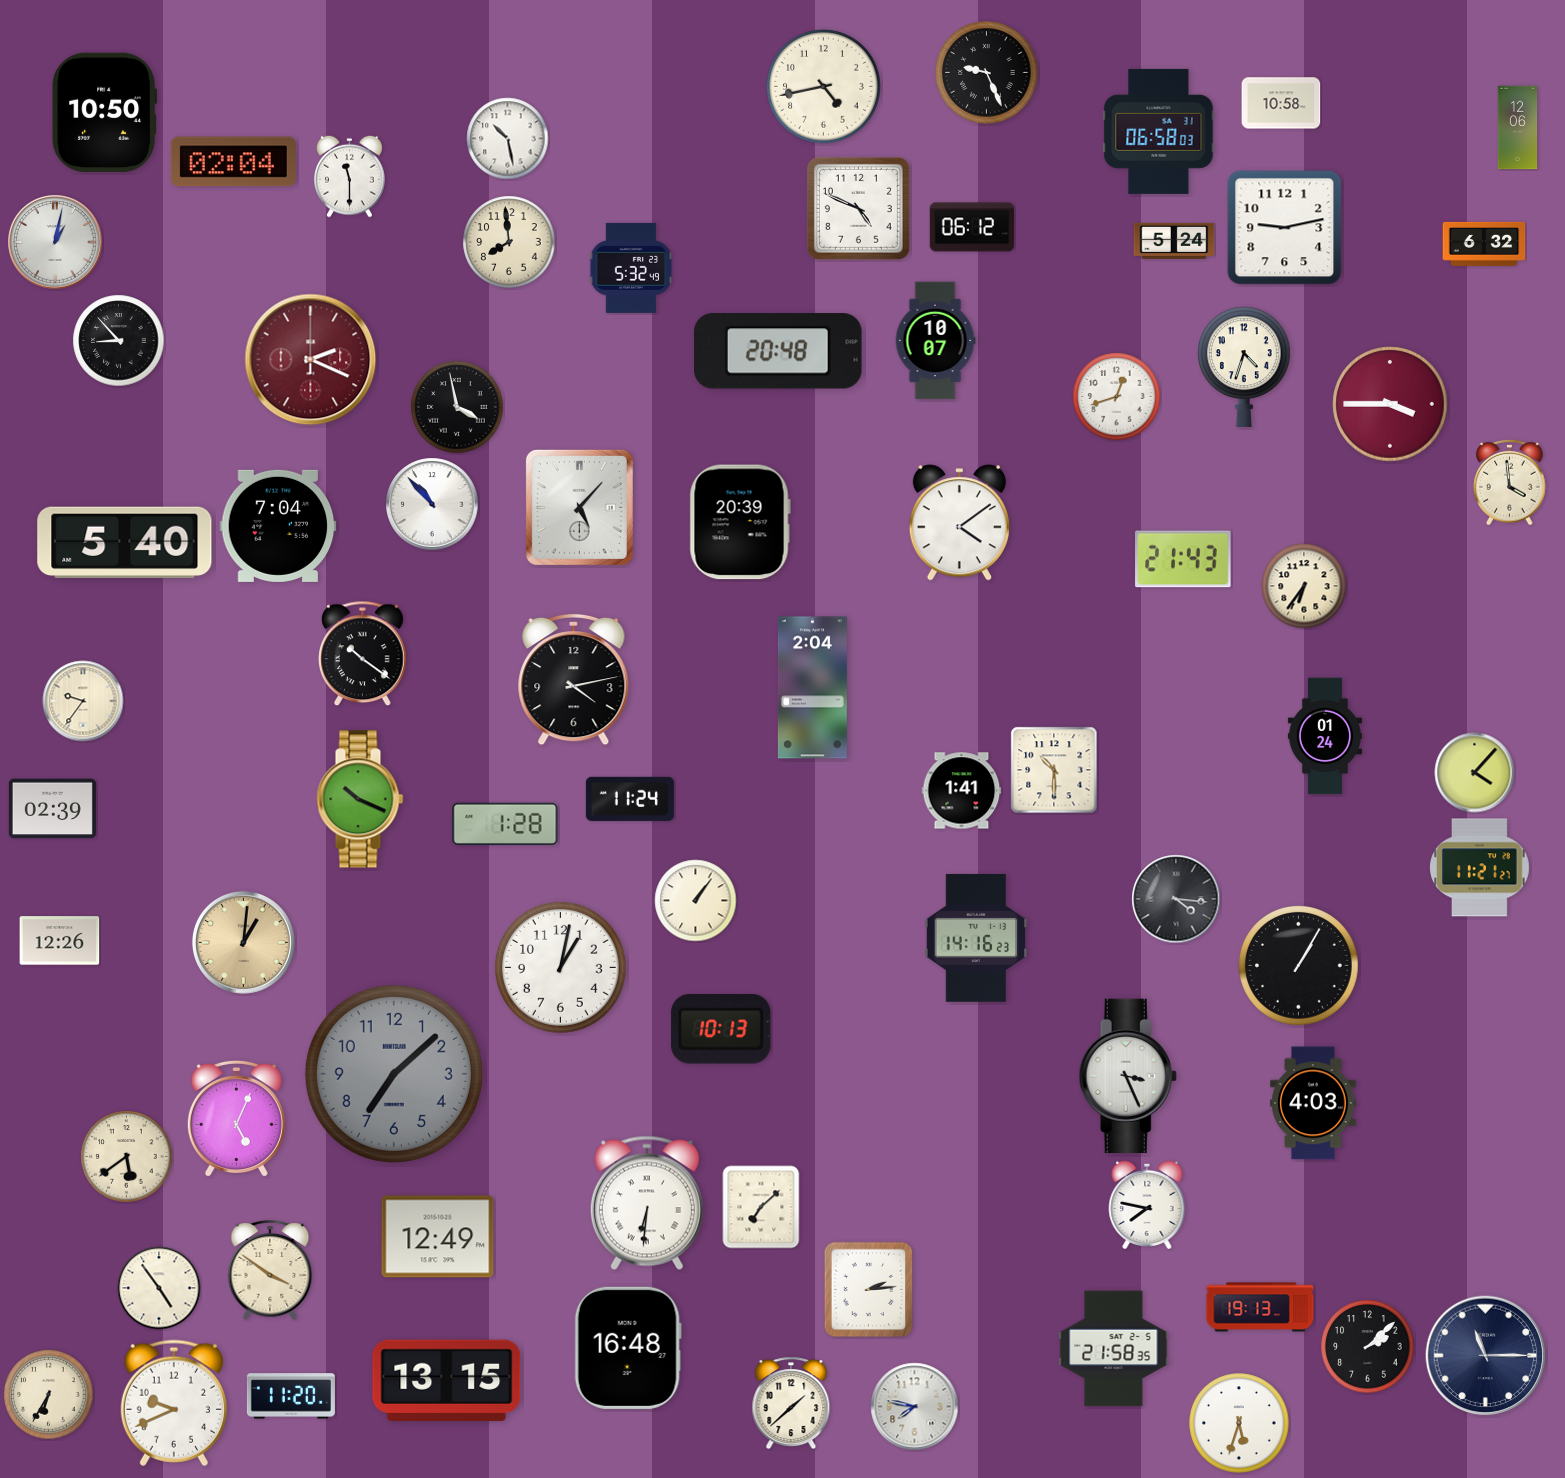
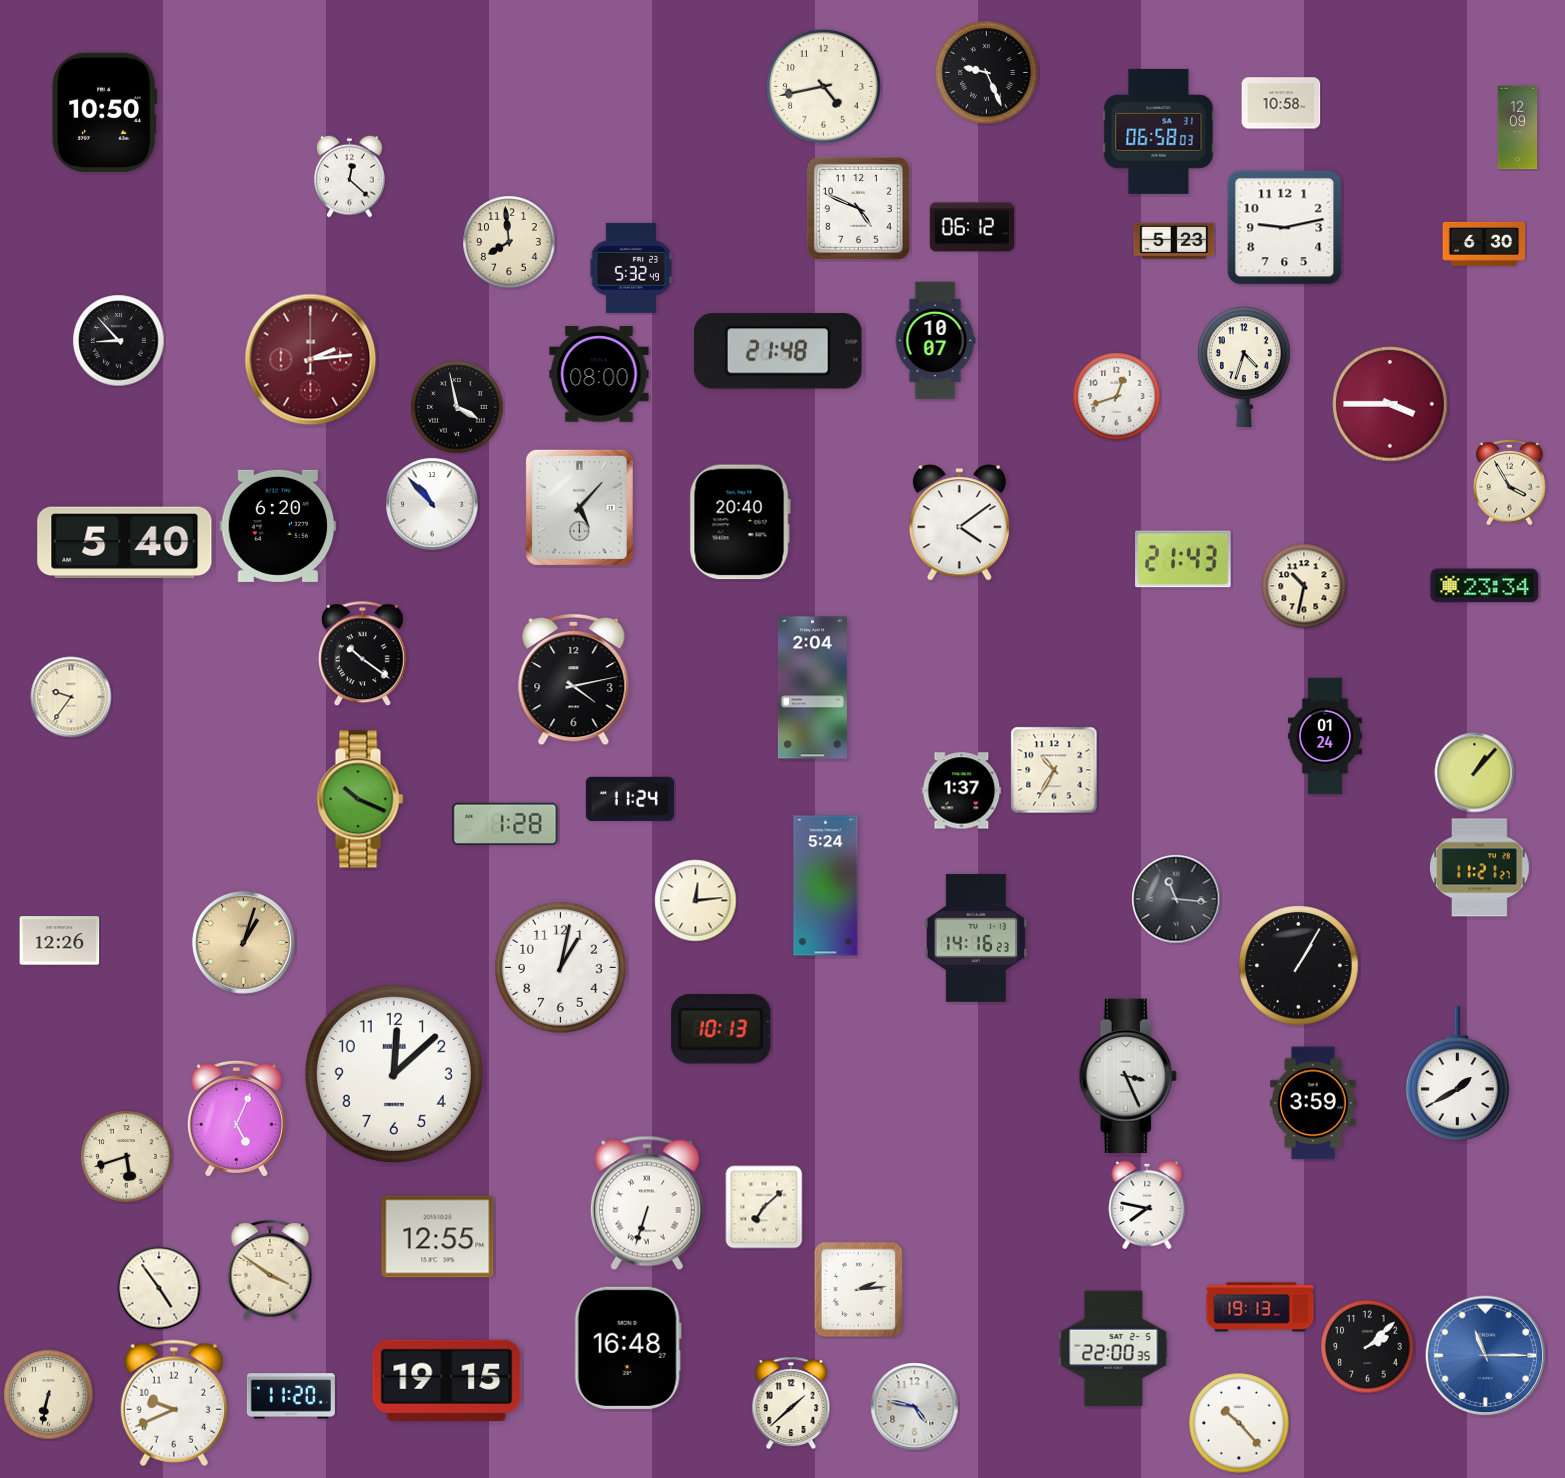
clock at (1518, 128): 12:06 -> 12:09
clock at (508, 139): 10:28 -> none
clock at (233, 162): 02:04 -> none
clock at (350, 176): 11:30 -> 12:22
clock at (1174, 241): 5:24 -> 5:23
clock at (55, 242): 1:02 -> none
clock at (1484, 244): 6:32 -> 6:30
clock at (779, 351): 20:48 -> 21:48
clock at (311, 360): 2:19 -> 2:14
clock at (599, 374): none -> 08:00
clock at (1510, 482): 3:59 -> 3:55
clock at (740, 522): 20:39 -> 20:40
clock at (278, 526): 7:04 -> 6:20
clock at (1304, 586): 6:36 -> 10:32
clock at (1485, 586): none -> 23:34
clock at (83, 701) position: (83, 701) -> (71, 697)
clock at (1054, 770): 10:30 -> 10:35
clock at (1475, 773): 4:07 -> 1:07
clock at (962, 791): 1:41 -> 1:37
clock at (52, 809): 02:39 -> none
clock at (826, 886): none -> 5:24
clock at (1176, 899): 4:16 -> 11:16
clock at (696, 901): 1:06 -> 12:14
clock at (243, 942): 1:01 -> 1:03
clock at (394, 1074): 7:08 -> 12:08
clock at (394, 1074) dial: grey -> white
clock at (1457, 1074): none -> 1:40
clock at (1313, 1103): 4:03 -> 3:59
clock at (127, 1157): 5:39 -> 5:42
clock at (647, 1203): 6:31 -> 6:33
clock at (761, 1207) position: (761, 1207) -> (764, 1207)
clock at (438, 1237): 12:49 -> 12:55
clock at (869, 1290) position: (869, 1290) -> (859, 1290)
clock at (1114, 1349): 21:58 -> 22:00
clock at (1486, 1356) dial: navy -> blue
clock at (447, 1380): 13:15 -> 19:15
clock at (49, 1395): 6:35 -> 6:32
clock at (915, 1407): 7:47 -> 4:47
clock at (1239, 1423): 5:33 -> 10:23
